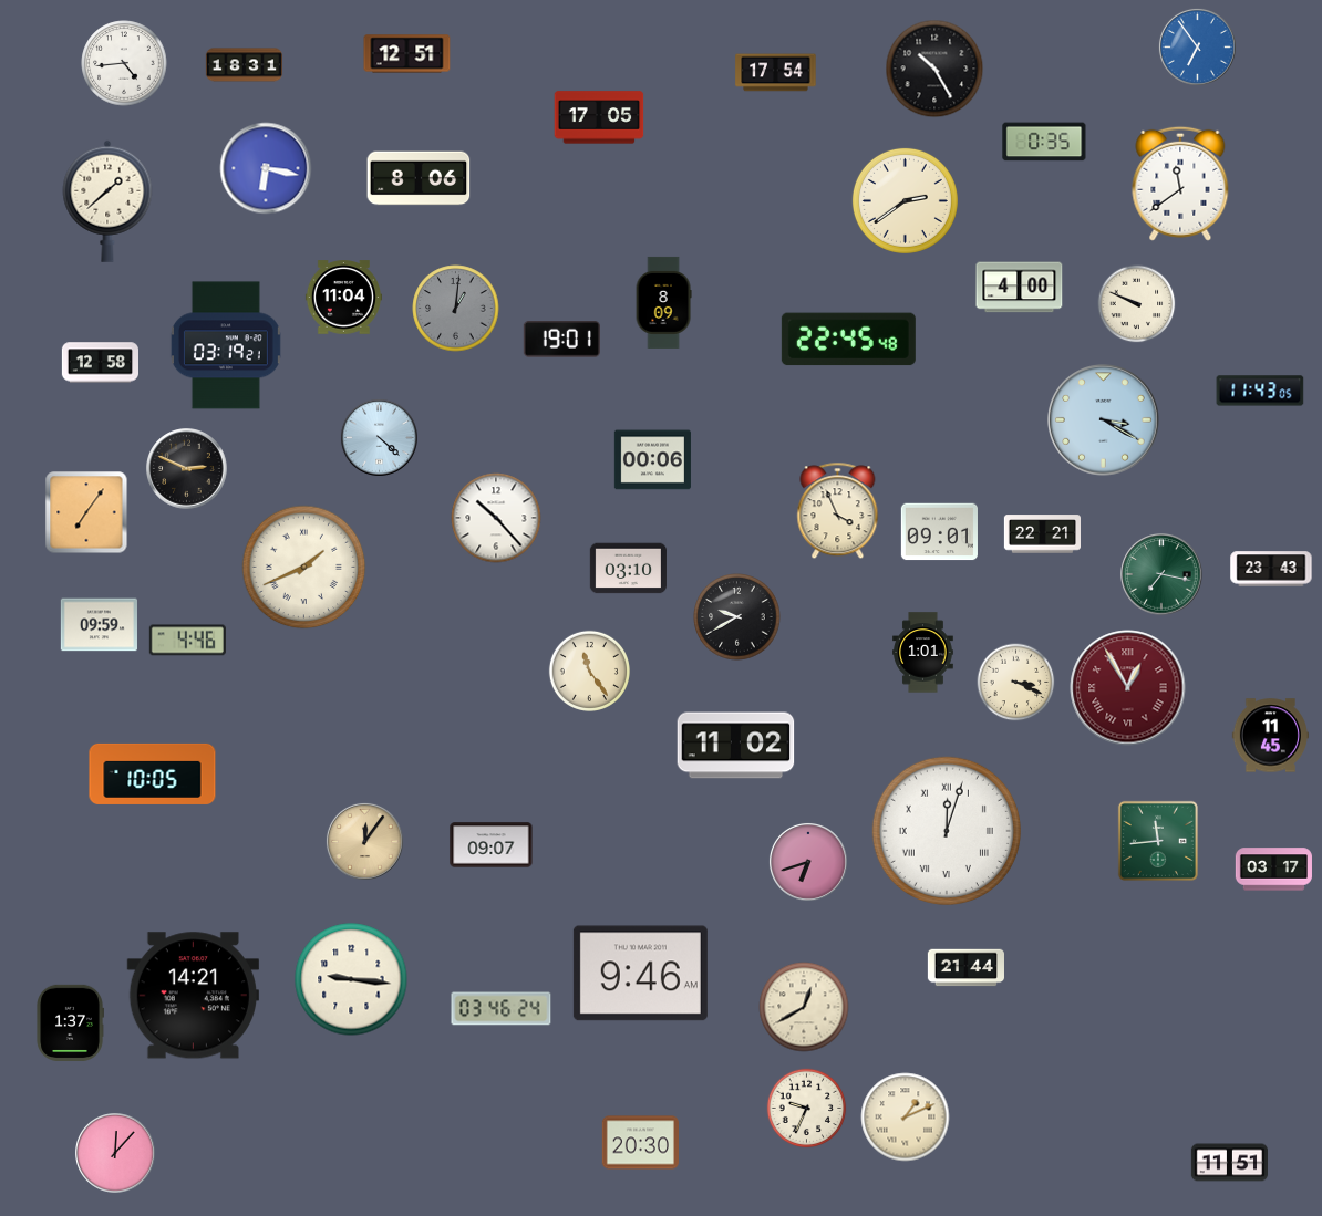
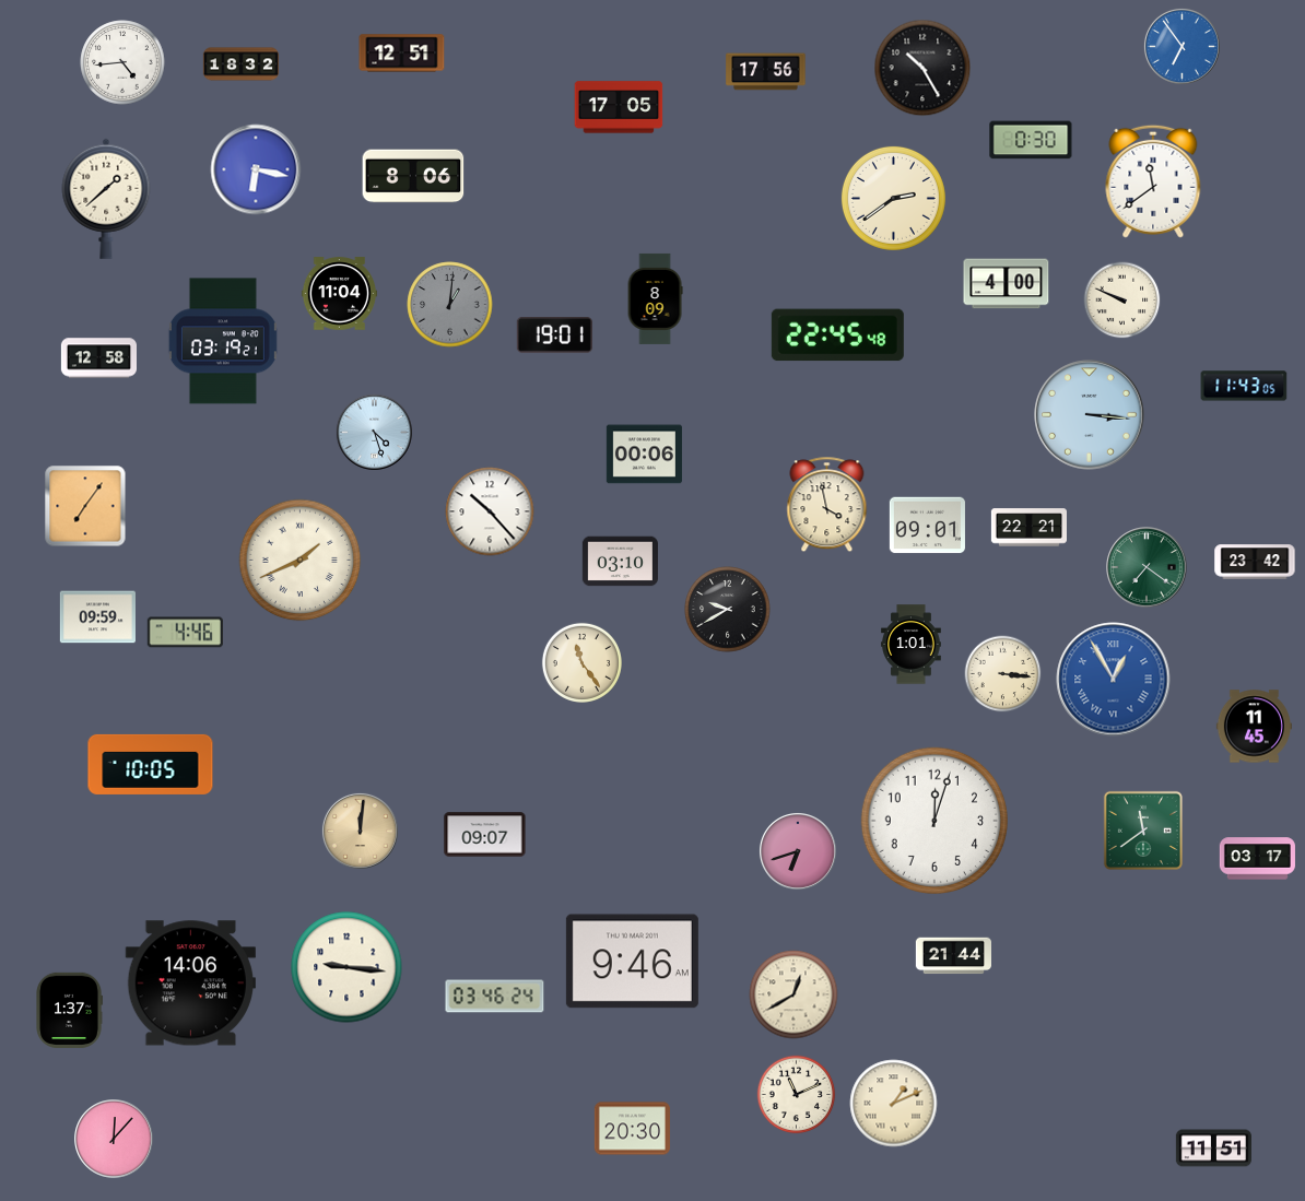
clock at (244, 65): 18:31 -> 18:32
clock at (776, 73): 17:54 -> 17:56
clock at (599, 117) position: (599, 117) -> (619, 107)
clock at (1044, 142): 0:35 -> 0:30
clock at (266, 168) position: (266, 168) -> (256, 169)
clock at (1180, 184) position: (1180, 184) -> (1153, 181)
clock at (1104, 420): 3:20 -> 3:16
clock at (379, 437): 4:22 -> 4:27
clock at (187, 469): 2:49 -> none
clock at (838, 511): 3:56 -> 3:58
clock at (1271, 569): 23:43 -> 23:42
clock at (1161, 574): 7:17 -> 7:21
clock at (1016, 683): 3:19 -> 3:16
clock at (1128, 688) dial: burgundy -> blue
clock at (736, 746): 11:02 -> none
clock at (946, 830) numerals: Roman -> Arabic
clock at (364, 841): 12:06 -> 12:01
clock at (1158, 841): 11:44 -> 11:39
clock at (193, 996): 14:21 -> 14:06
clock at (807, 1109): 9:34 -> 11:11
